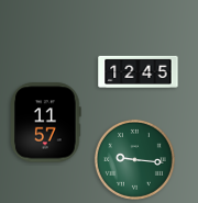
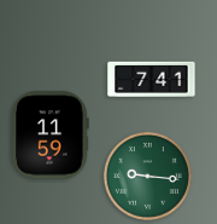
clock at (139, 71): 12:45 -> 7:41
clock at (46, 123): 11:57 -> 11:59
